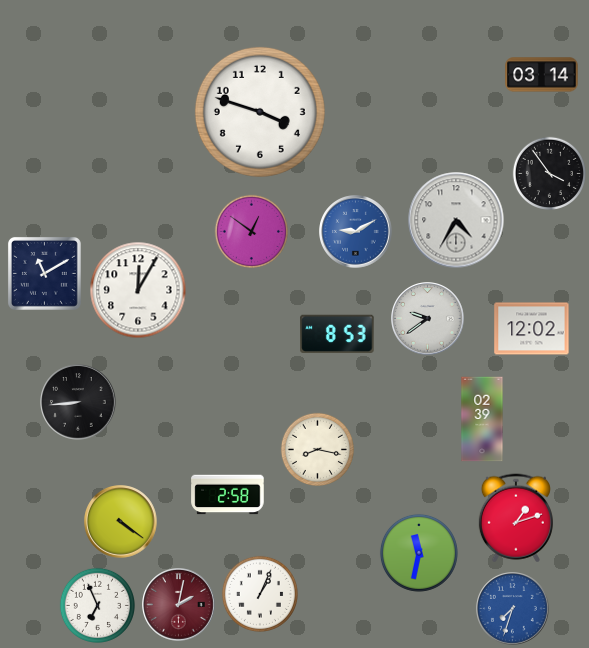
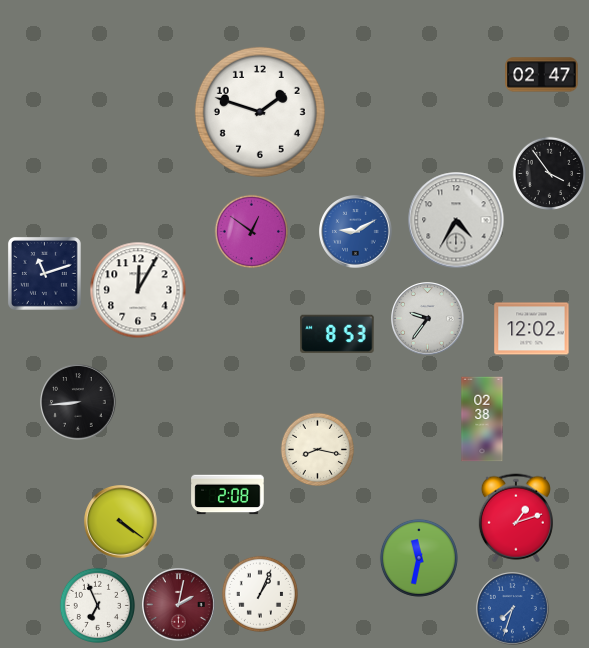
clock at (542, 75): 03:14 -> 02:47
clock at (260, 112): 3:48 -> 1:48
clock at (44, 273): 11:10 -> 11:12
clock at (428, 319): 9:39 -> 9:36
clock at (482, 419): 02:39 -> 02:38
clock at (228, 495): 2:58 -> 2:08
clock at (419, 553) position: (419, 553) -> (419, 558)
